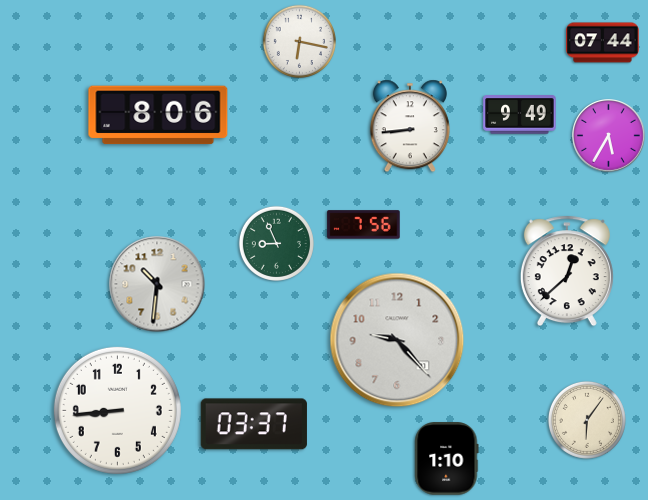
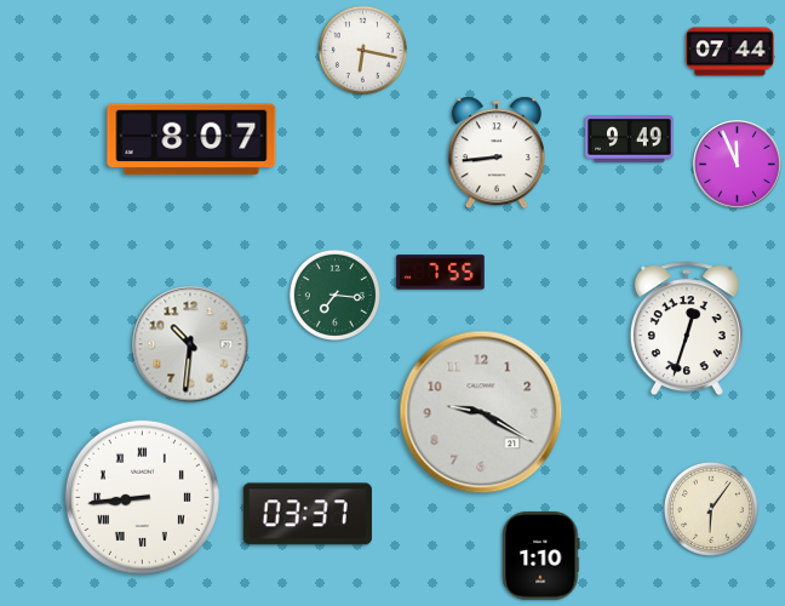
clock at (158, 115): 8:06 -> 8:07
clock at (609, 136): 5:35 -> 11:56
clock at (364, 225): 7:56 -> 7:55
clock at (276, 243): 8:56 -> 7:16
clock at (567, 271): 12:38 -> 12:33
clock at (397, 340): 9:23 -> 9:20
clock at (117, 410) numerals: Arabic -> Roman
